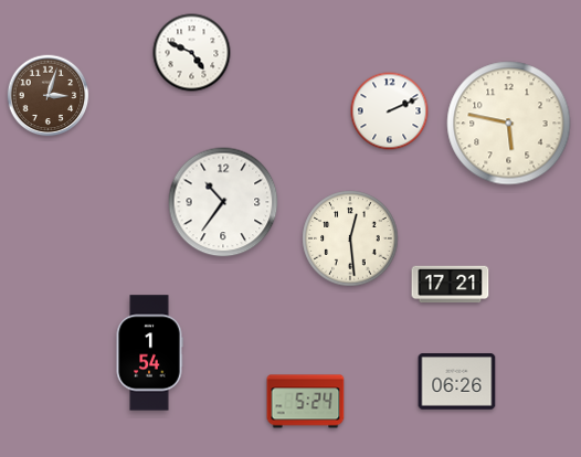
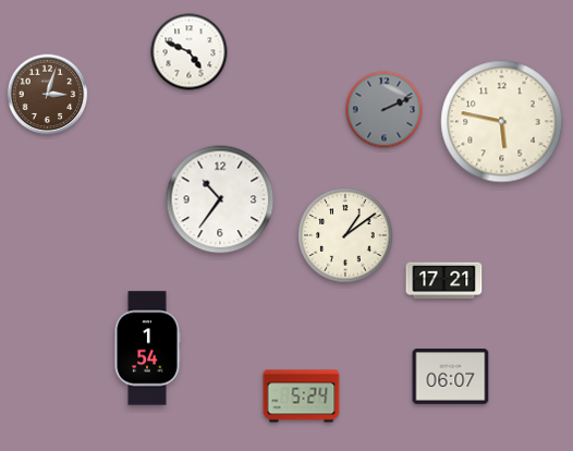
clock at (390, 111) dial: white -> grey
clock at (350, 238): 12:29 -> 1:09
clock at (457, 382): 06:26 -> 06:07
